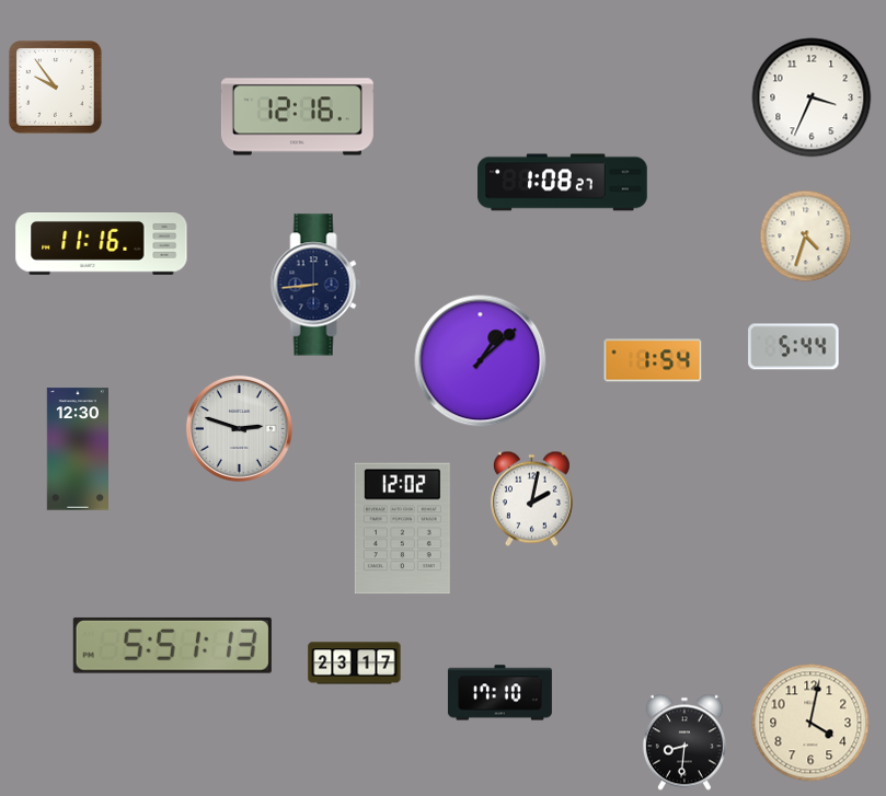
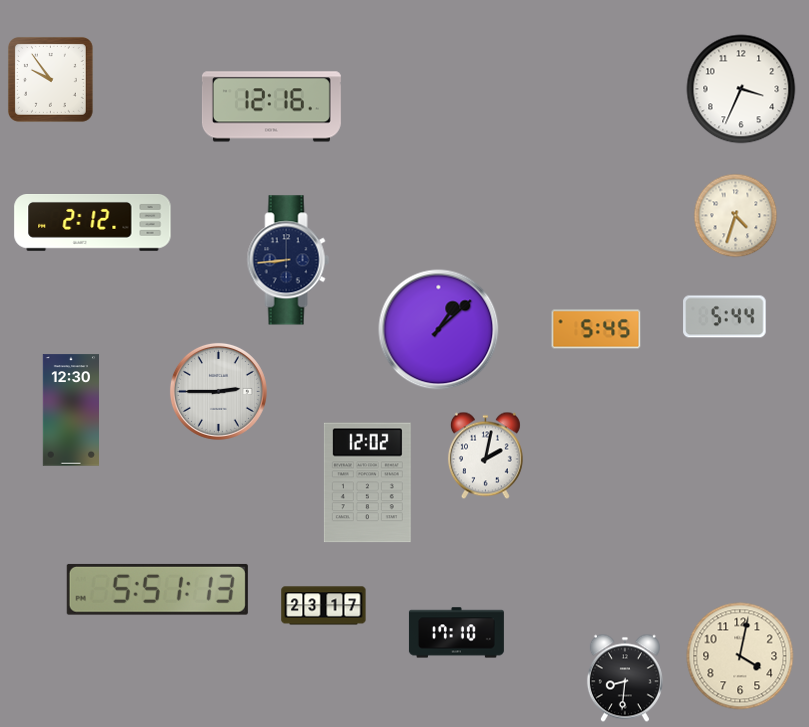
clock at (563, 183): 1:08 -> none
clock at (102, 244): 11:16 -> 2:12
clock at (653, 360): 1:54 -> 5:45
clock at (239, 428): 2:48 -> 2:45
clock at (810, 723) position: (810, 723) -> (740, 656)
